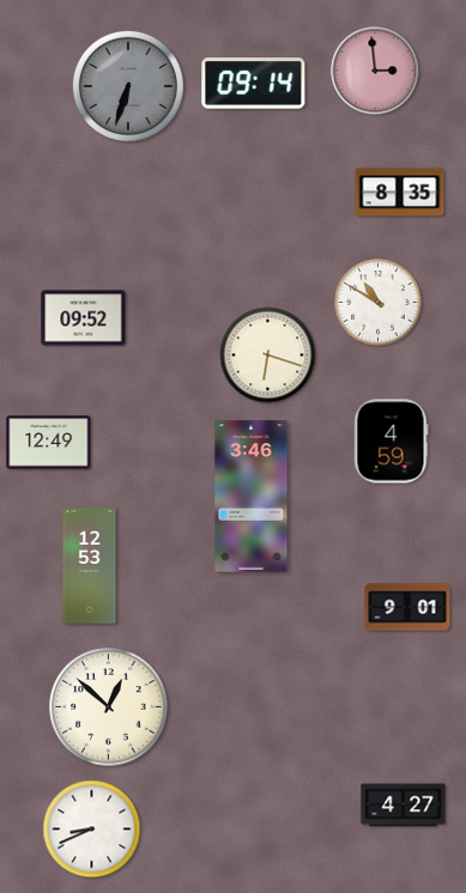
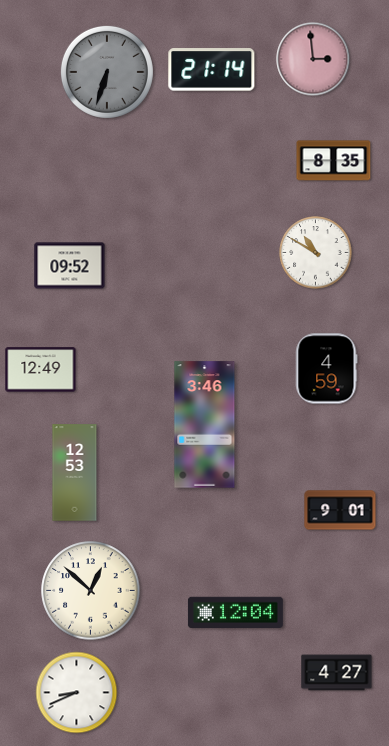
clock at (254, 84): 09:14 -> 21:14
clock at (268, 356): 6:18 -> none
clock at (252, 497) position: (252, 497) -> (205, 425)
clock at (407, 607) position: (407, 607) -> (340, 510)
clock at (235, 613): none -> 12:04
